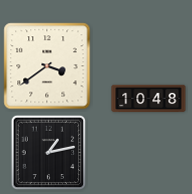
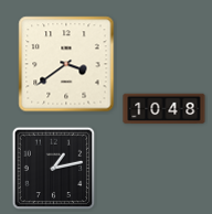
clock at (47, 66) position: (47, 66) -> (66, 64)
